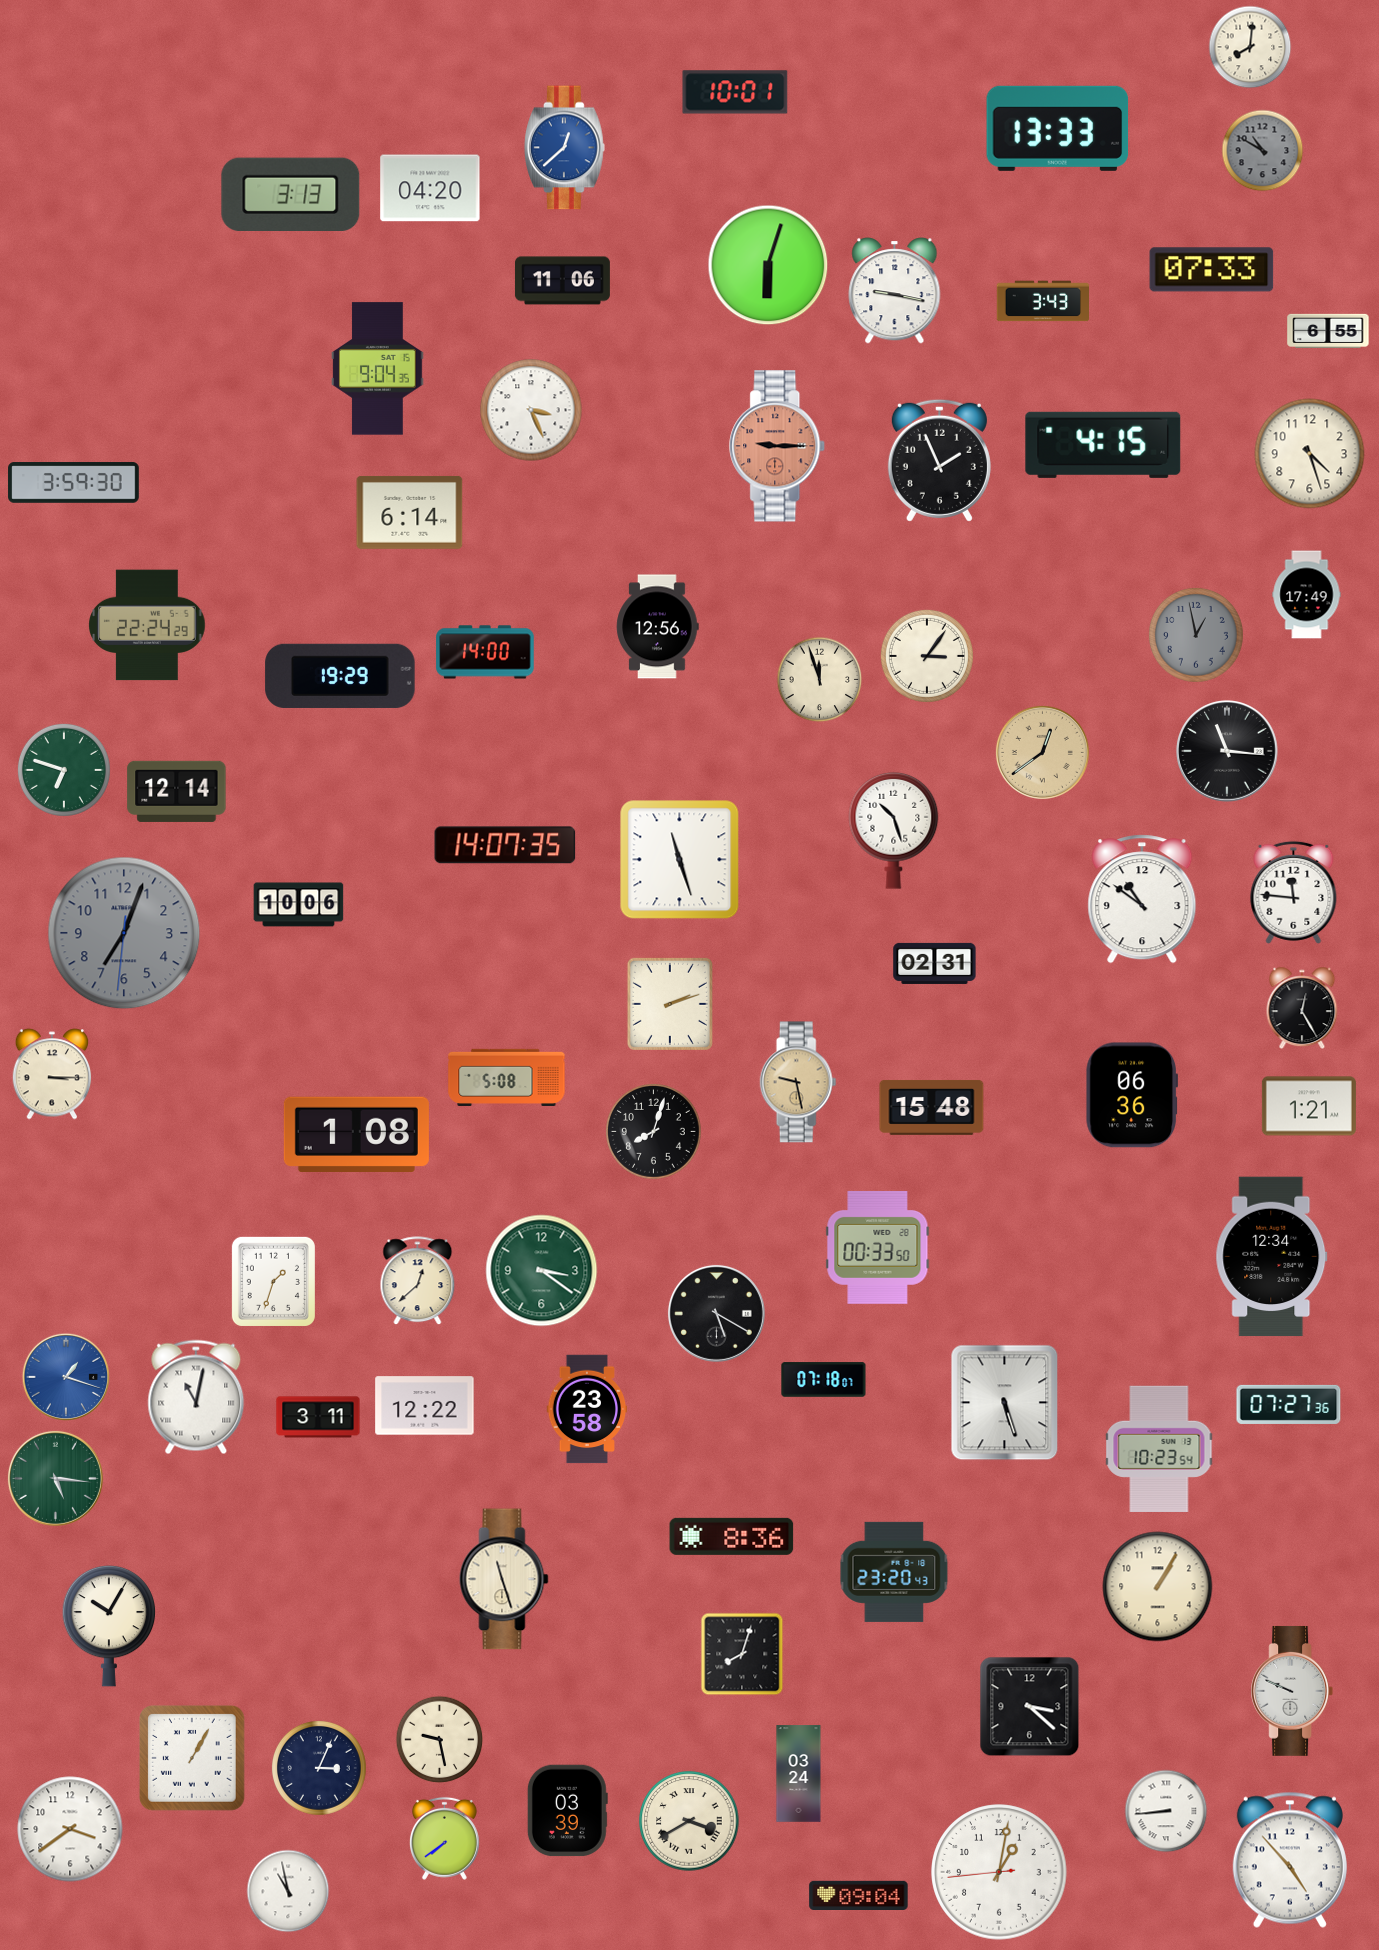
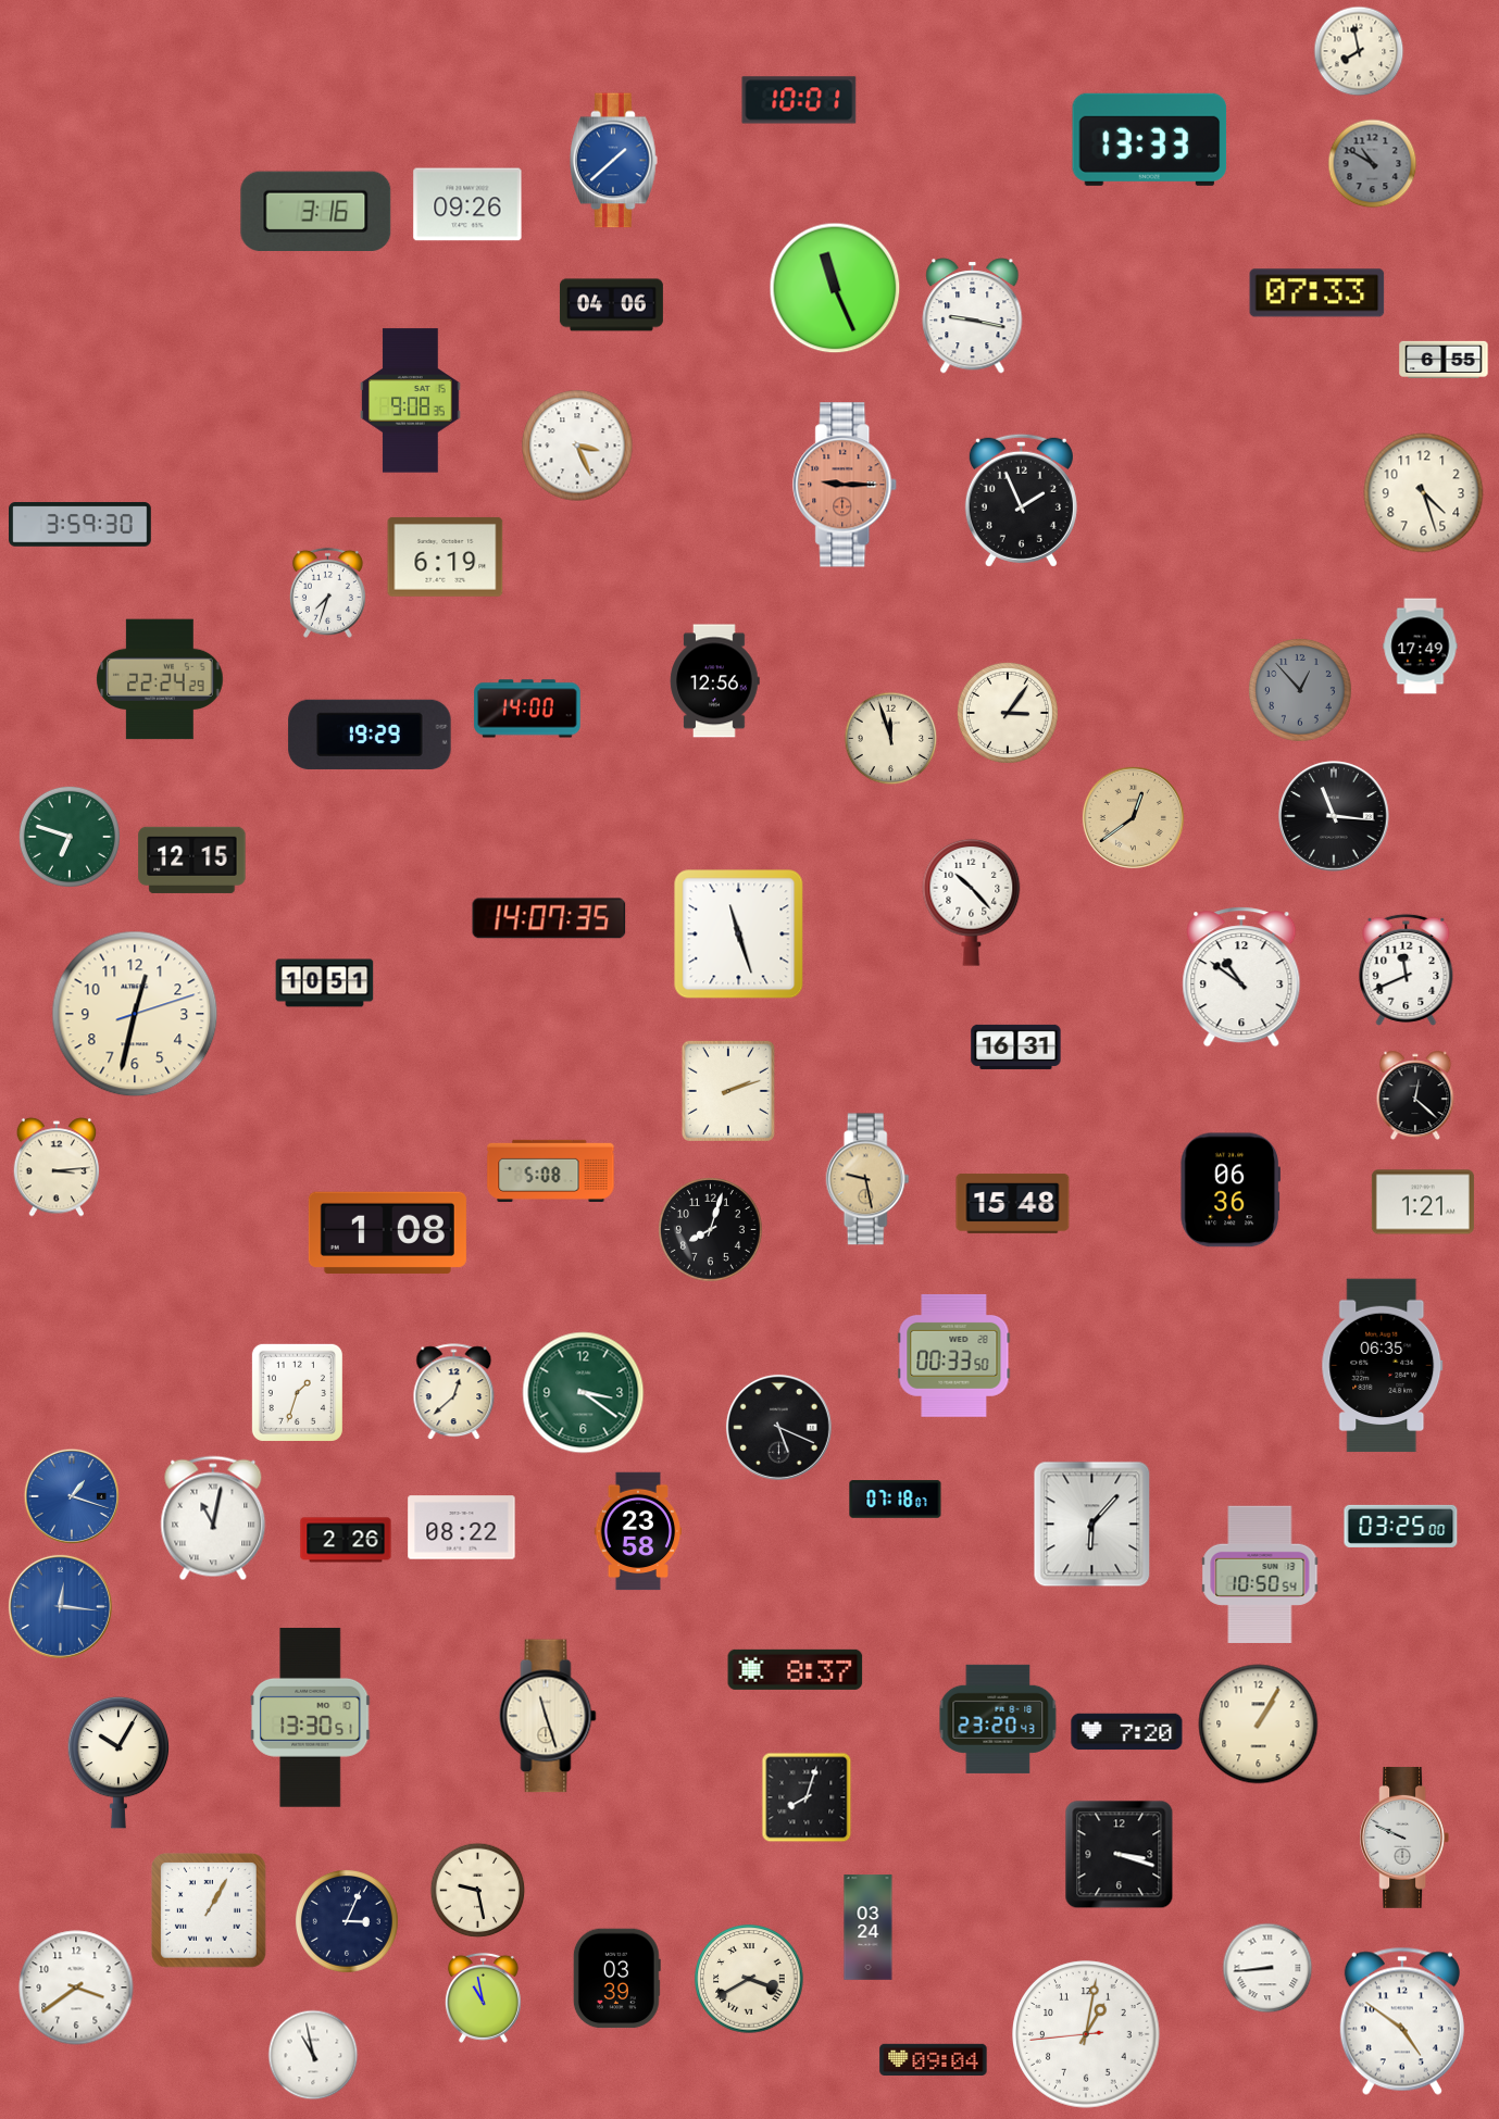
clock at (1250, 47): 8:01 -> 7:58
clock at (565, 148): 12:38 -> 1:38
clock at (430, 188): 04:20 -> 09:26
clock at (291, 194): 3:13 -> 3:16
clock at (768, 265): 6:03 -> 11:26
clock at (562, 281): 11:06 -> 04:06
clock at (1042, 301): 3:43 -> none
clock at (378, 369): 9:04 -> 9:08
clock at (1103, 445): 4:15 -> none
clock at (410, 512): 6:14 -> 6:19
clock at (327, 592): none -> 7:33
clock at (1196, 635): 12:58 -> 12:53
clock at (177, 791): 12:14 -> 12:15
clock at (894, 830): 10:27 -> 10:23
clock at (1294, 892): 11:46 -> 11:41
clock at (299, 905): 10:06 -> 10:51
clock at (124, 933): 7:03 -> 12:32
clock at (124, 933) dial: grey -> cream
clock at (935, 963): 02:31 -> 16:31
clock at (1302, 1008): 12:25 -> 12:22
clock at (52, 1074): 3:15 -> 3:14
clock at (798, 1082) position: (798, 1082) -> (867, 1179)
clock at (1272, 1257): 12:34 -> 06:35
clock at (542, 1271) position: (542, 1271) -> (584, 1393)
clock at (716, 1313): 5:20 -> 5:19
clock at (1005, 1403): 5:27 -> 6:07
clock at (1289, 1404): 07:27 -> 03:25
clock at (425, 1406): 12:22 -> 08:22
clock at (318, 1417): 3:11 -> 2:26
clock at (1159, 1448): 10:23 -> 10:50
clock at (55, 1478): 5:16 -> 12:16
clock at (55, 1478) dial: green -> blue
clock at (732, 1536): 8:36 -> 8:37
clock at (894, 1572) position: (894, 1572) -> (998, 1719)
clock at (311, 1717): none -> 13:30
clock at (1127, 1732): none -> 7:20
clock at (109, 1626) position: (109, 1626) -> (118, 1763)
clock at (1030, 1707): 3:22 -> 3:18
clock at (567, 1811) position: (567, 1811) -> (616, 1979)
clock at (444, 1838): 7:39 -> 10:58
clock at (1290, 1860): 4:53 -> 4:51
